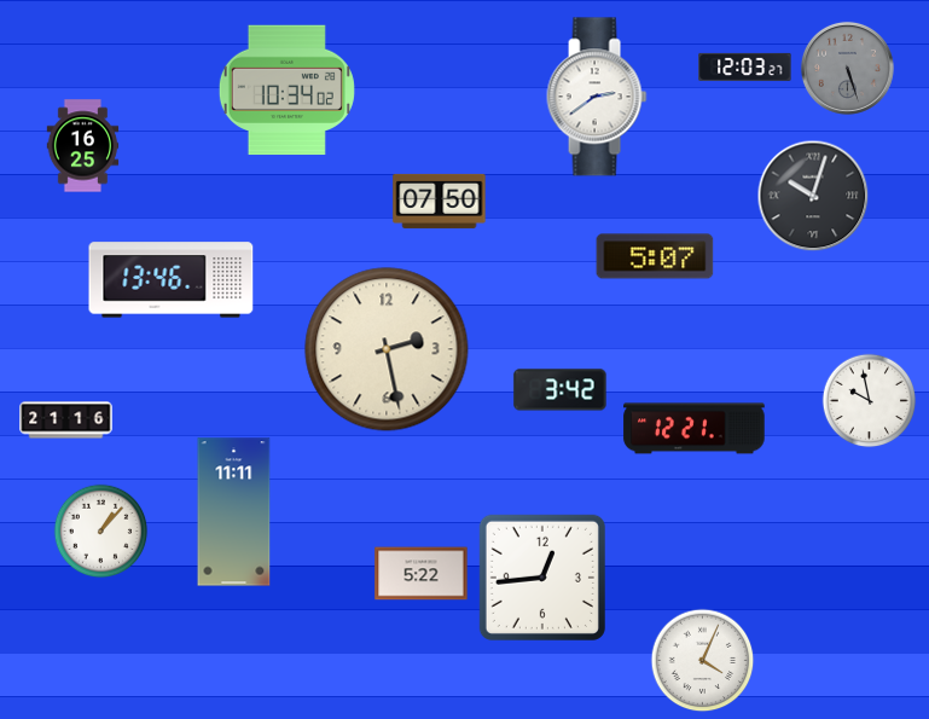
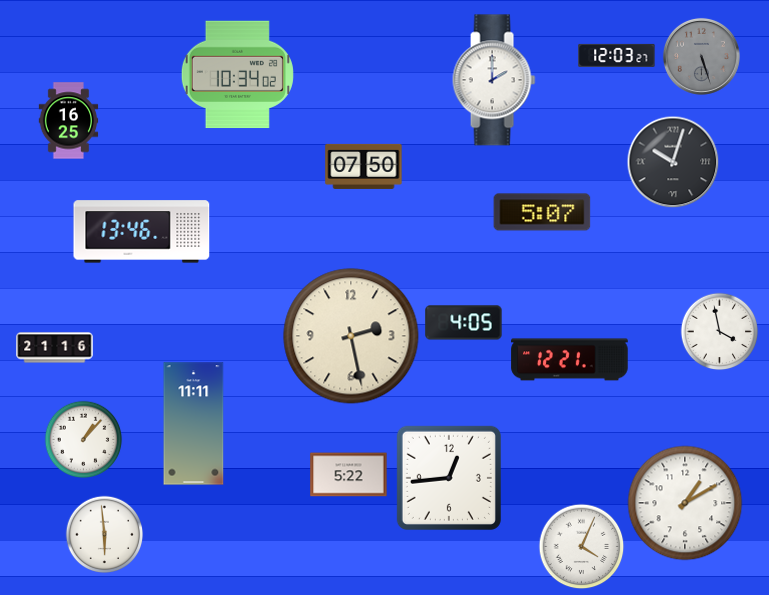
clock at (597, 97): 2:39 -> 2:00
clock at (387, 349) position: (387, 349) -> (351, 336)
clock at (561, 390): 3:42 -> 4:05
clock at (869, 400): 9:58 -> 3:58
clock at (695, 429) position: (695, 429) -> (570, 360)
clock at (685, 503): none -> 1:10
clock at (104, 534): none -> 5:59
